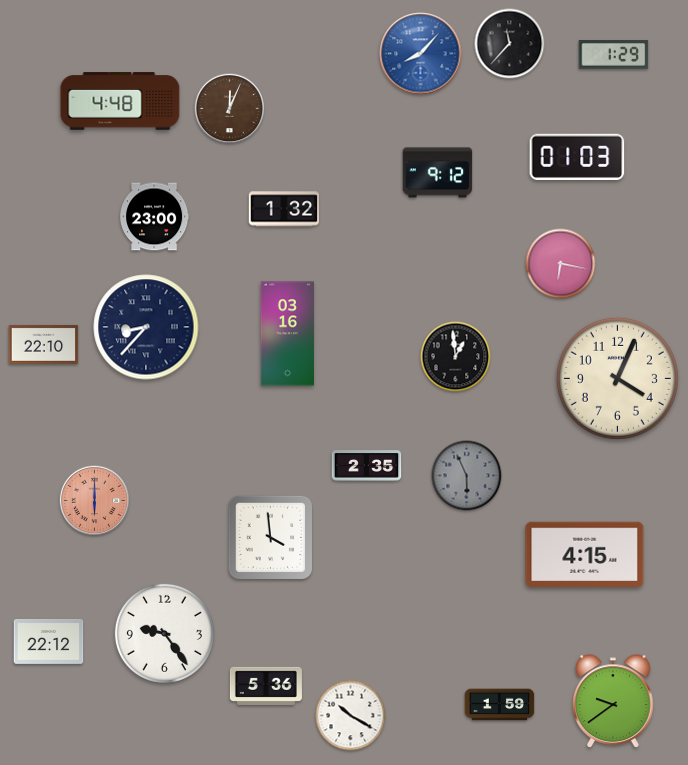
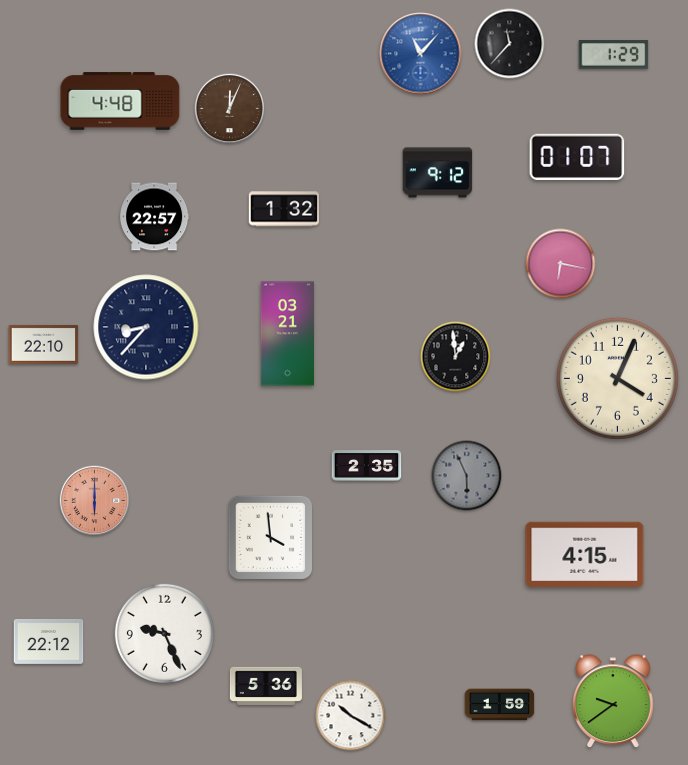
clock at (421, 54): 8:07 -> 11:07
clock at (577, 157): 01:03 -> 01:07
clock at (154, 217): 23:00 -> 22:57
clock at (287, 334): 03:16 -> 03:21
clock at (164, 633): 9:24 -> 9:26
